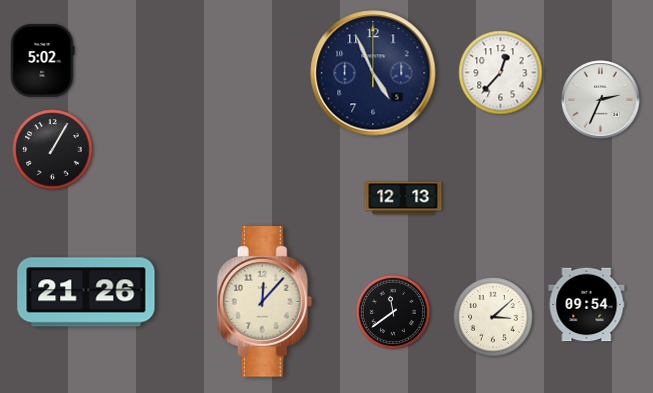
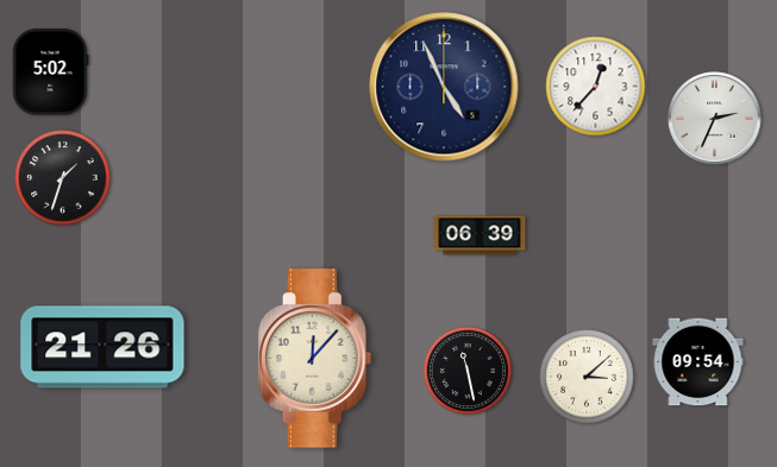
clock at (53, 150): 1:05 -> 1:33
clock at (403, 198): 12:13 -> 06:39
clock at (393, 312): 11:39 -> 11:28
